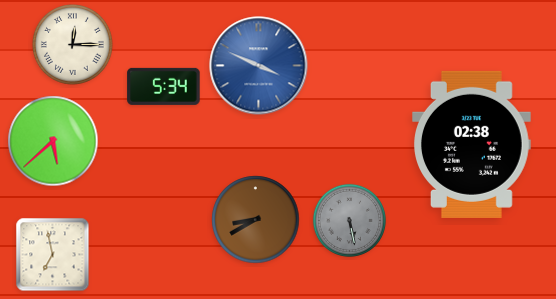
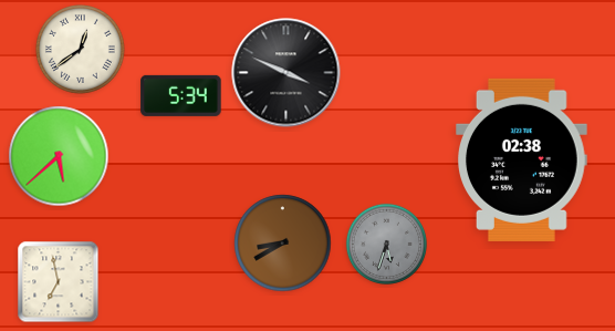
clock at (73, 45): 12:15 -> 12:39
clock at (259, 66) dial: blue -> black
clock at (349, 220): 5:28 -> 5:33
